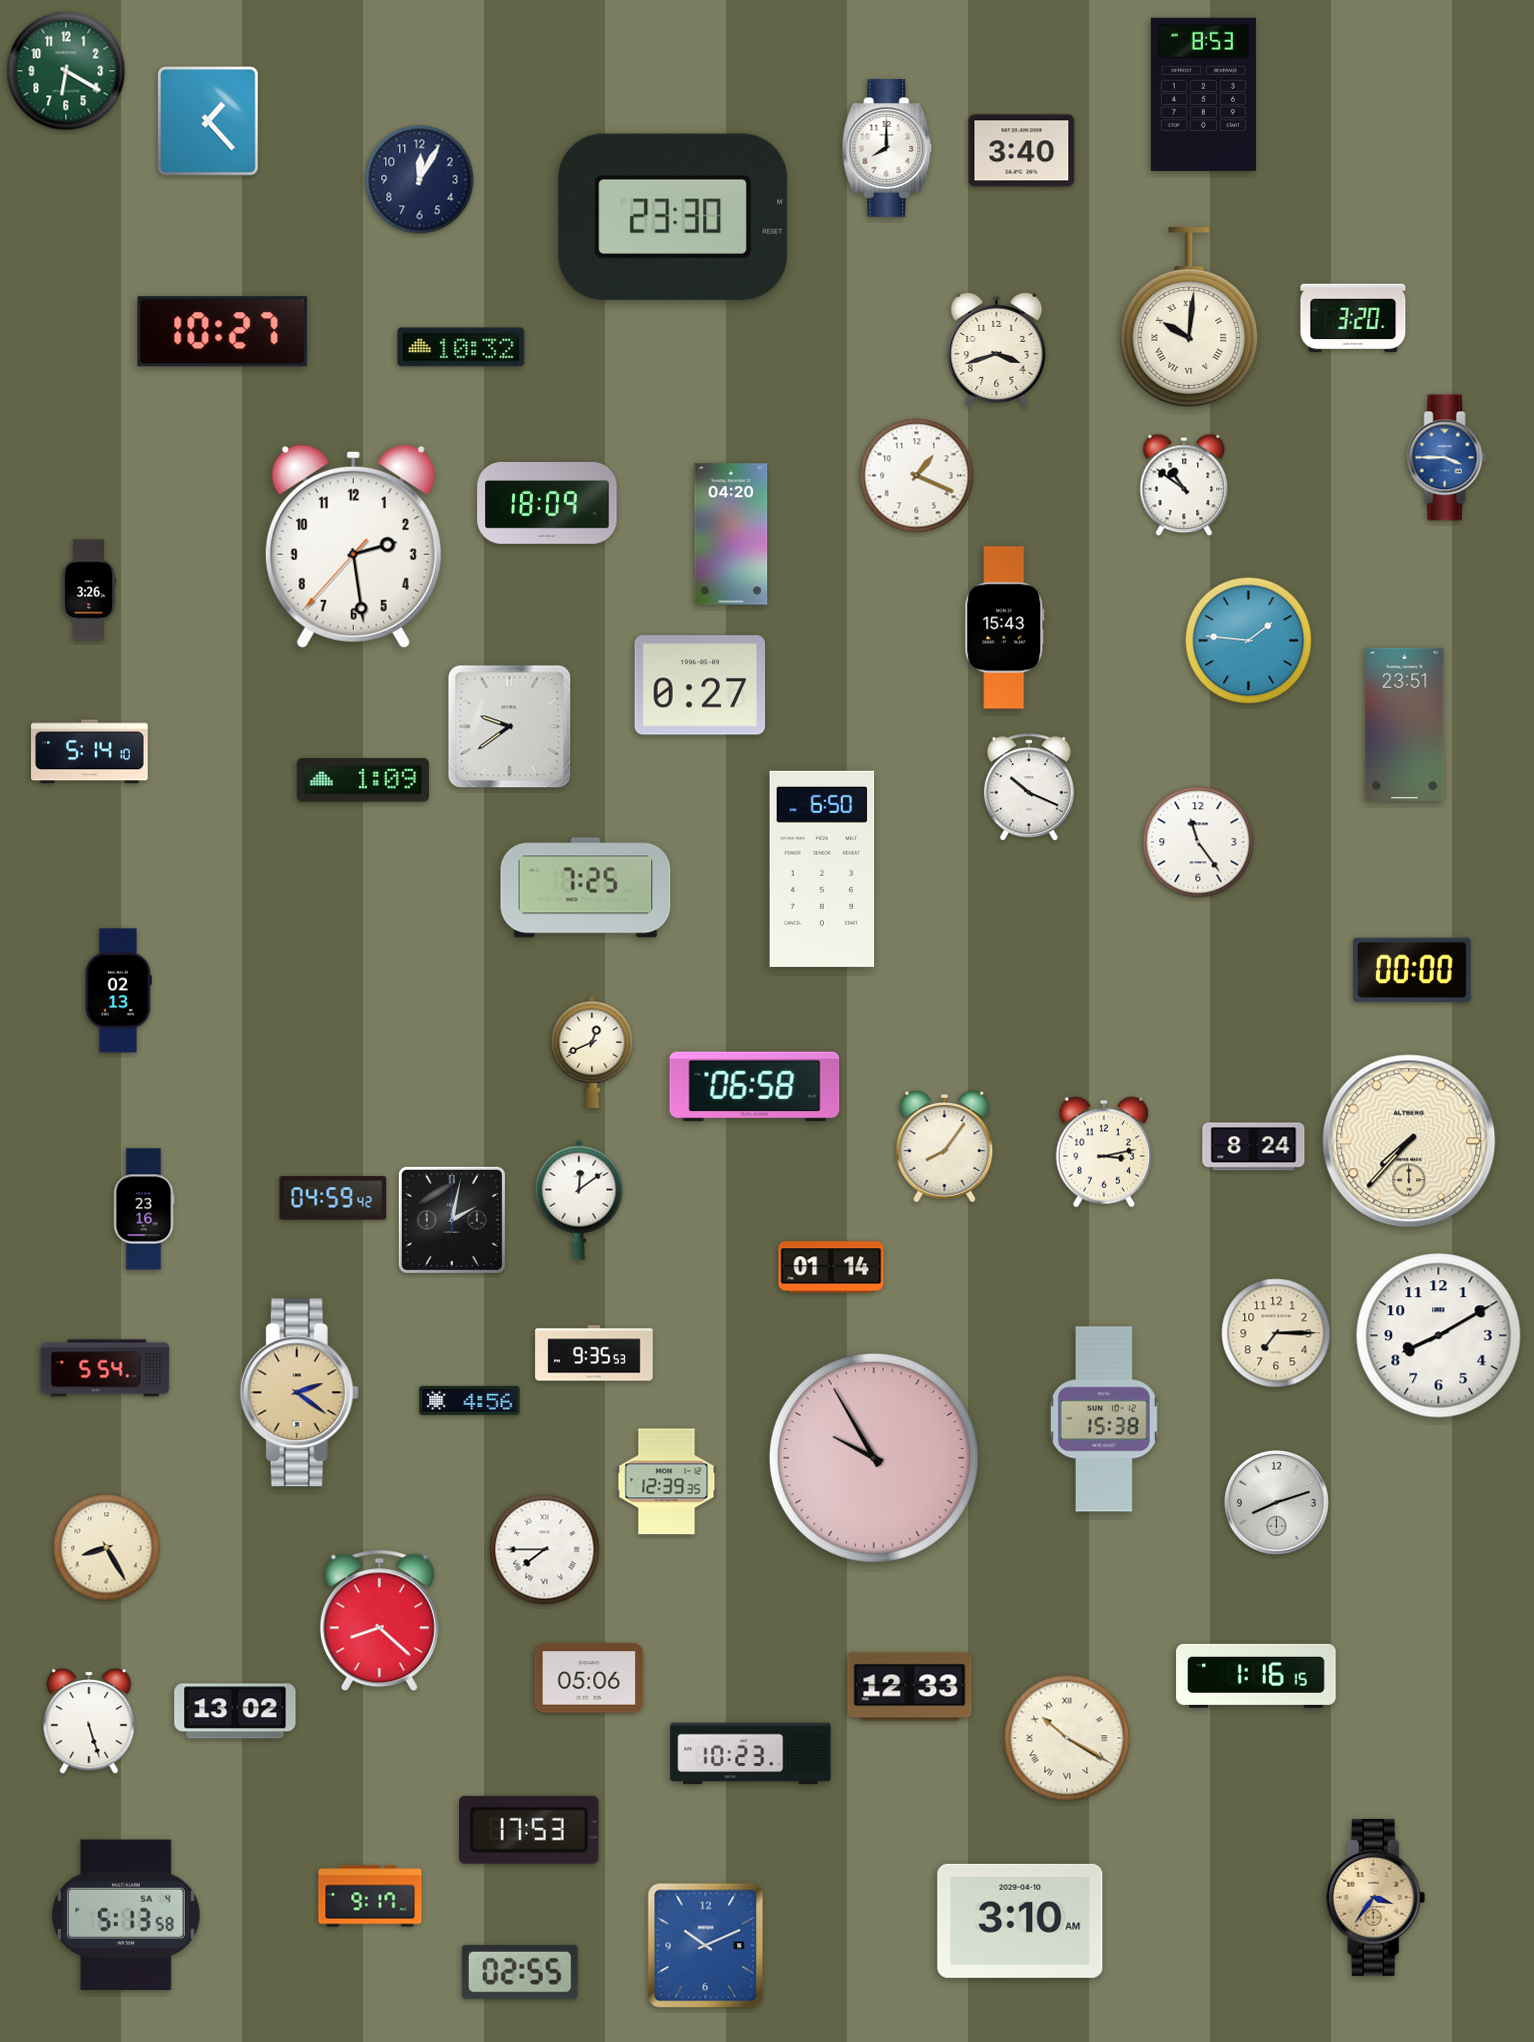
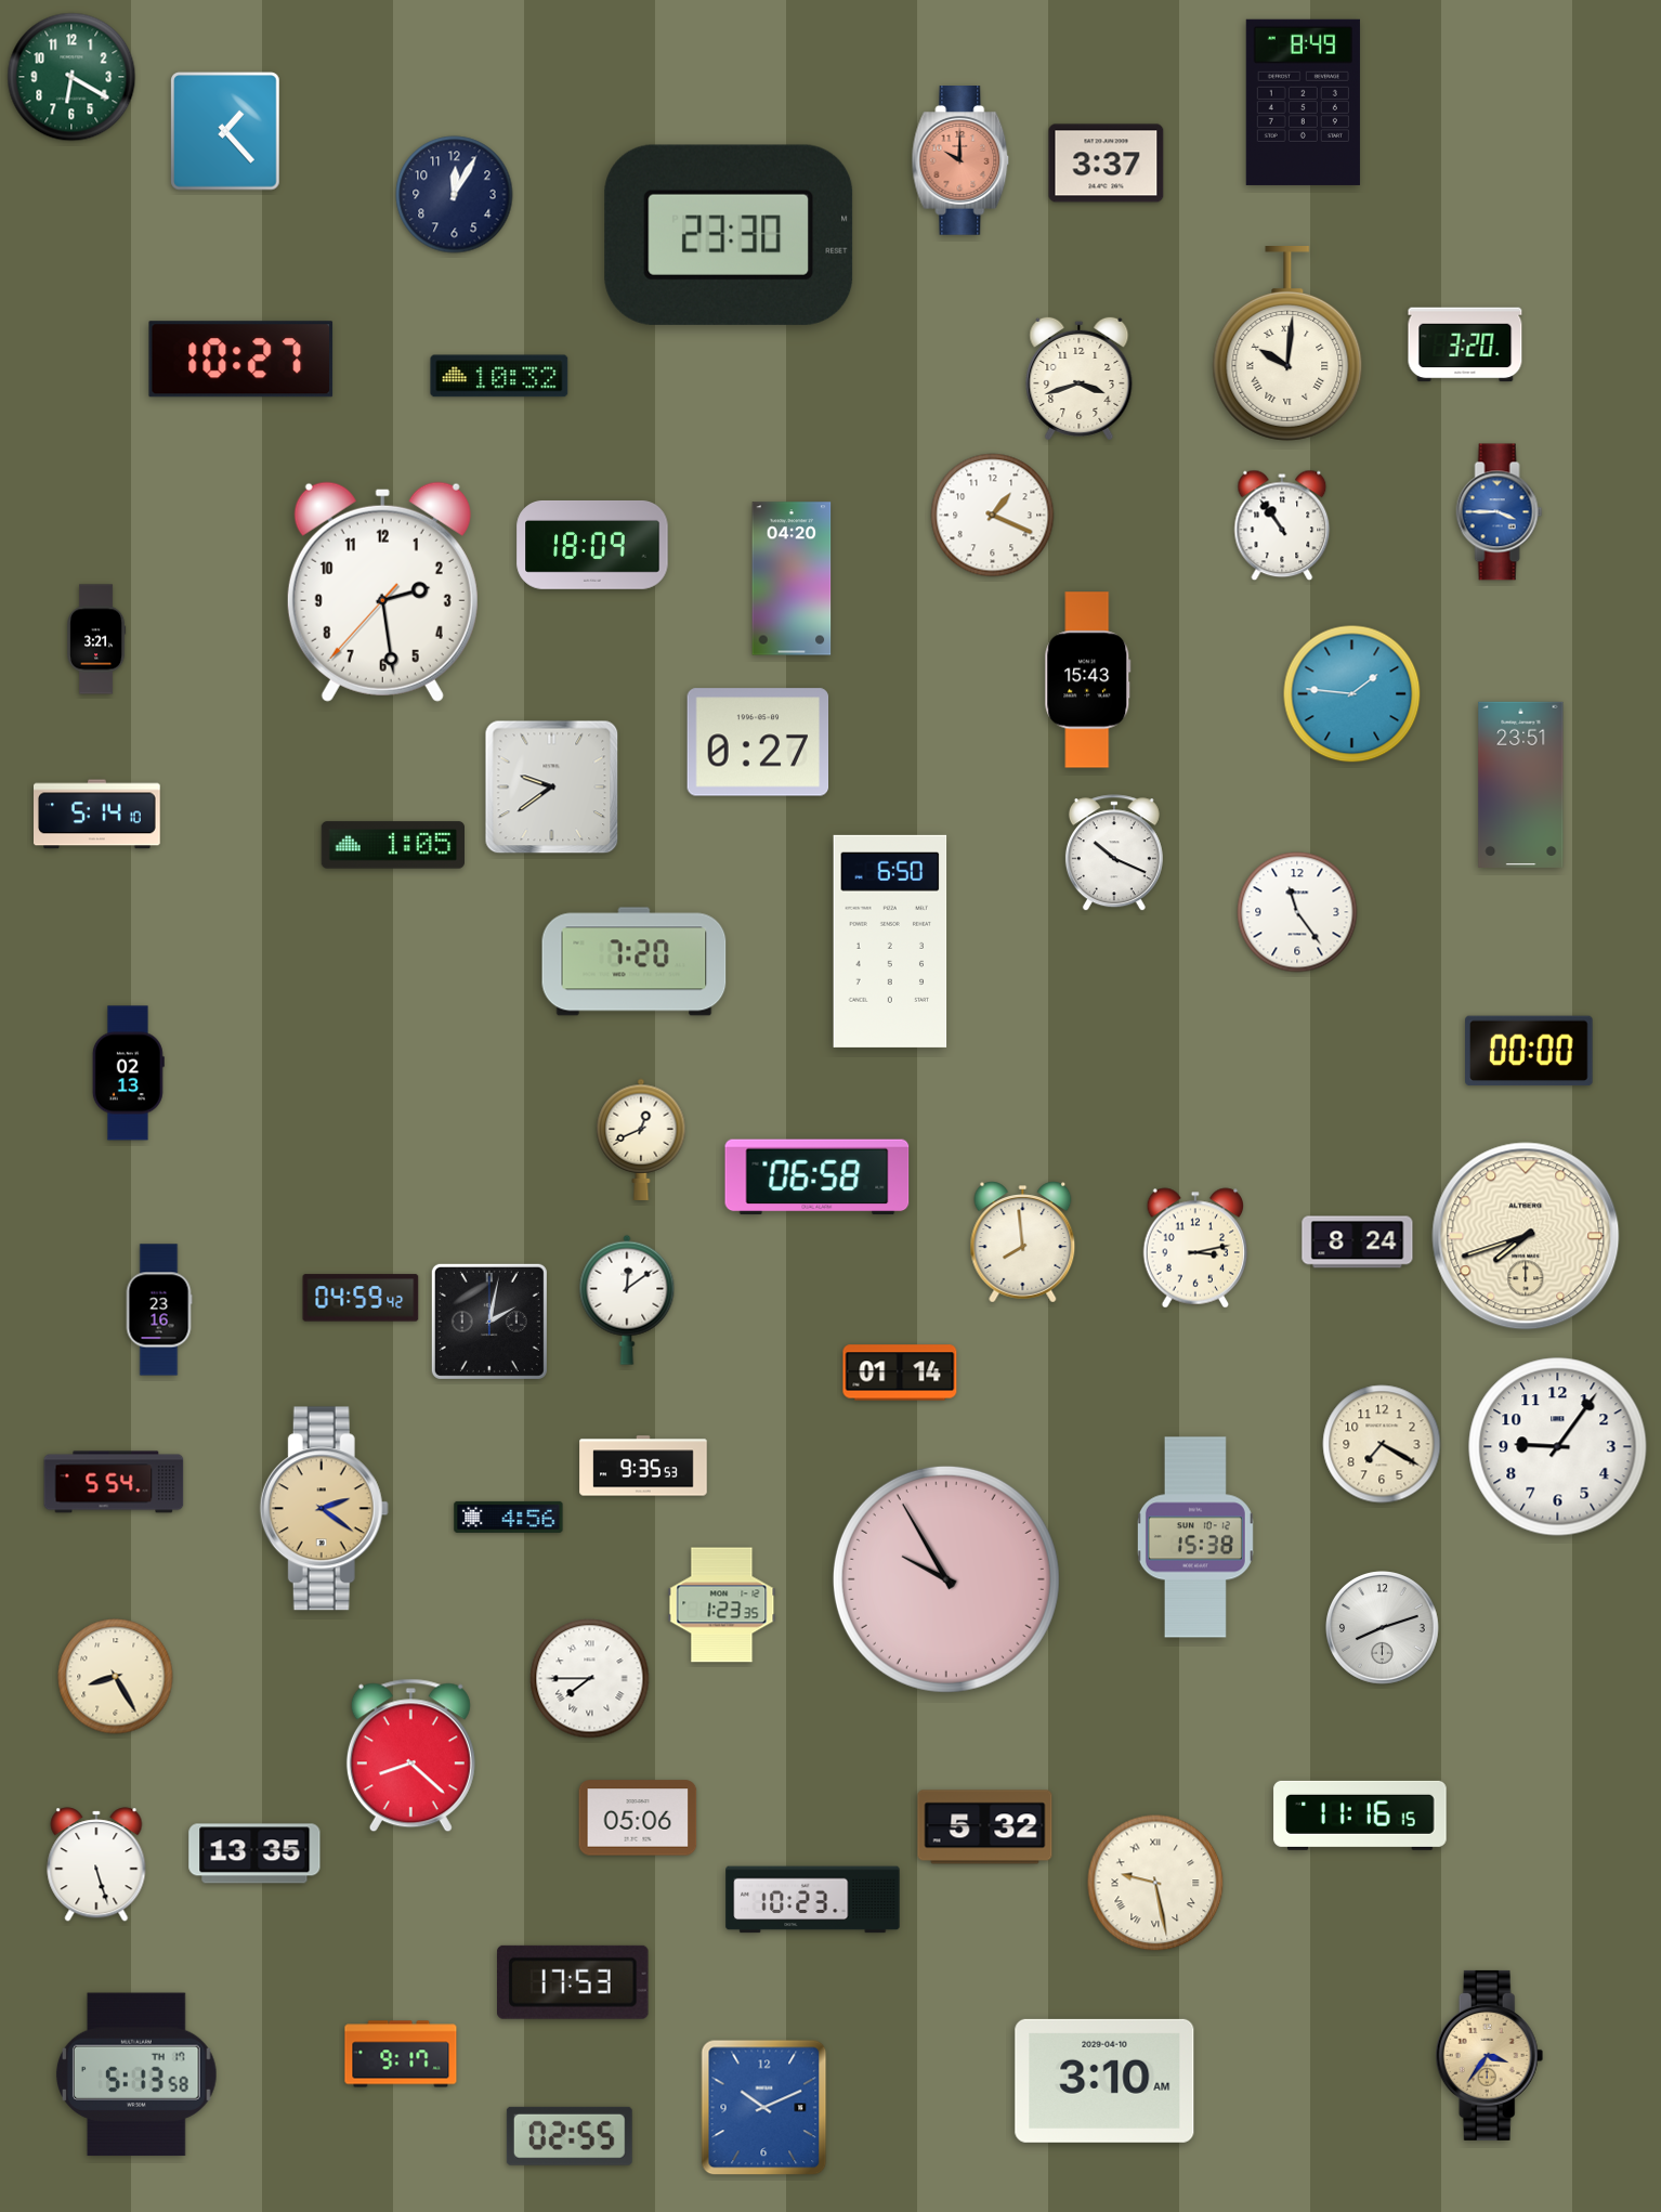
clock at (1203, 94): 8:53 -> 8:49
clock at (887, 149): 8:00 -> 10:00
clock at (887, 149) dial: white -> salmon
clock at (1022, 151): 3:40 -> 3:37
clock at (1447, 458) position: (1447, 458) -> (1500, 512)
clock at (1184, 485): 10:51 -> 10:54
clock at (90, 590): 3:26 -> 3:21
clock at (362, 780): 1:09 -> 1:05
clock at (586, 888): 7:25 -> 7:20
clock at (1409, 1141): 7:37 -> 7:42
clock at (945, 1147): 8:06 -> 7:59
clock at (144, 1209) position: (144, 1209) -> (159, 1310)
clock at (1276, 1333): 7:15 -> 7:20
clock at (1439, 1336): 8:10 -> 9:06
clock at (667, 1482): 12:39 -> 1:23
clock at (1256, 1676): 1:16 -> 11:16
clock at (910, 1687): 12:33 -> 5:32
clock at (235, 1711): 13:02 -> 13:35
clock at (1067, 1738): 10:20 -> 9:28
clock at (127, 1915) date: SA 4 -> TH 17
clock at (520, 1972) position: (520, 1972) -> (570, 2136)
